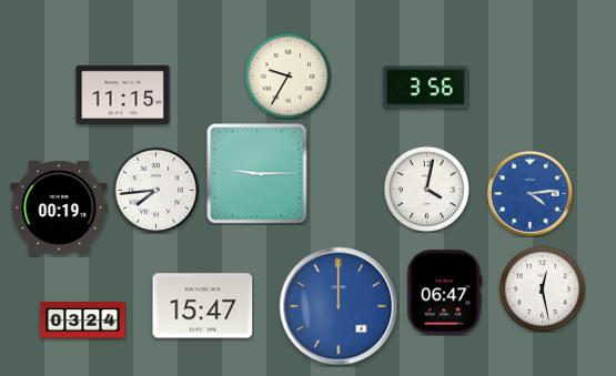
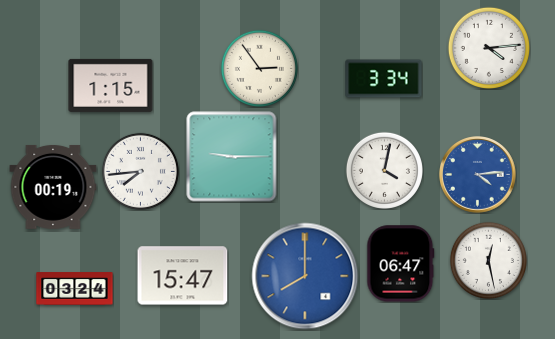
clock at (488, 47): none -> 4:14
clock at (287, 75): 9:35 -> 2:54
clock at (426, 88): 3:56 -> 3:34
clock at (123, 94): 11:15 -> 1:15
clock at (339, 306): 12:00 -> 8:00
